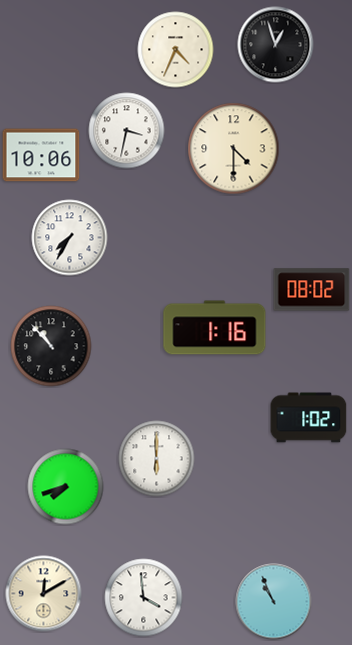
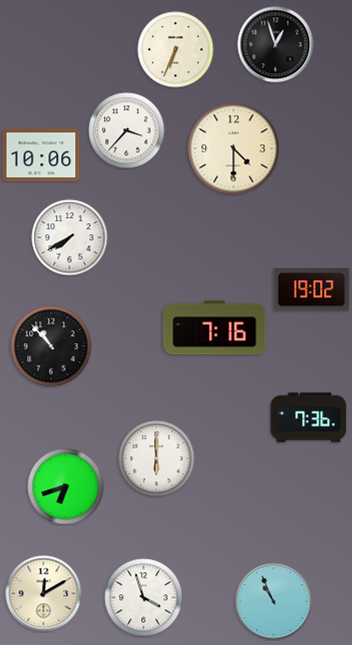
clock at (176, 50): 4:34 -> 6:34
clock at (127, 131): 3:32 -> 3:37
clock at (70, 238): 7:35 -> 7:40
clock at (312, 290): 08:02 -> 19:02
clock at (215, 328): 1:16 -> 7:16
clock at (309, 418): 1:02 -> 7:36
clock at (66, 487): 7:42 -> 6:42
clock at (144, 598): 3:59 -> 3:57
